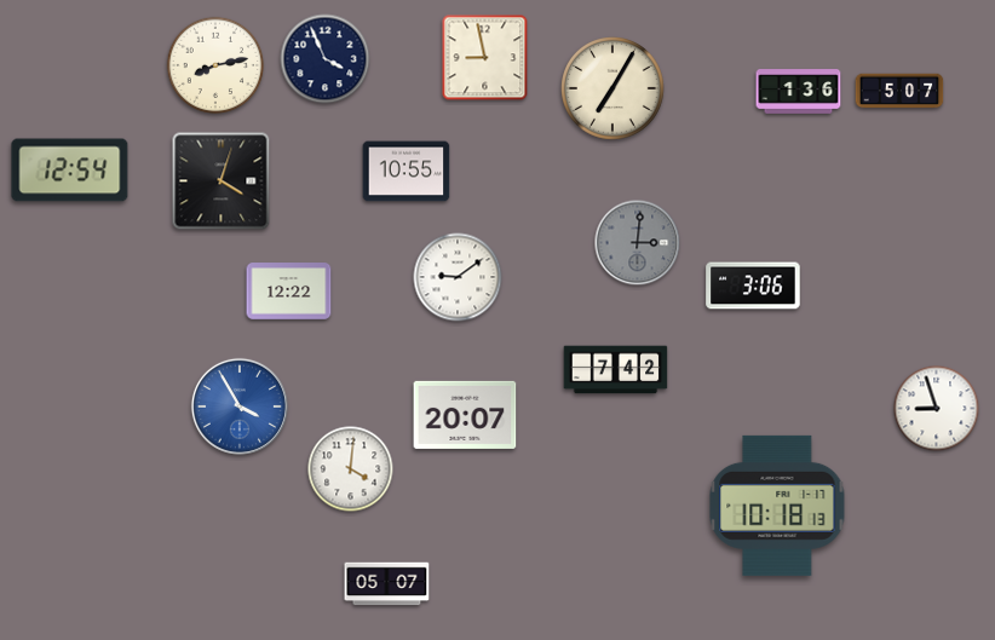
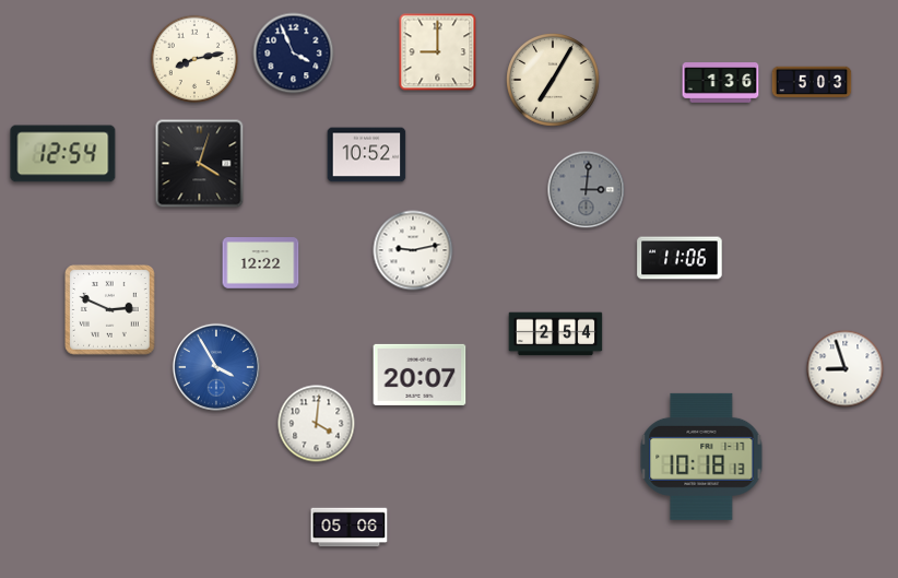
clock at (485, 58): 8:58 -> 9:00
clock at (899, 91): 5:07 -> 5:03
clock at (407, 172): 10:55 -> 10:52
clock at (638, 243) position: (638, 243) -> (587, 190)
clock at (458, 277): 9:09 -> 9:13
clock at (753, 286): 3:06 -> 11:06
clock at (110, 310): none -> 2:49
clock at (616, 370): 7:42 -> 2:54
clock at (387, 584): 05:07 -> 05:06
